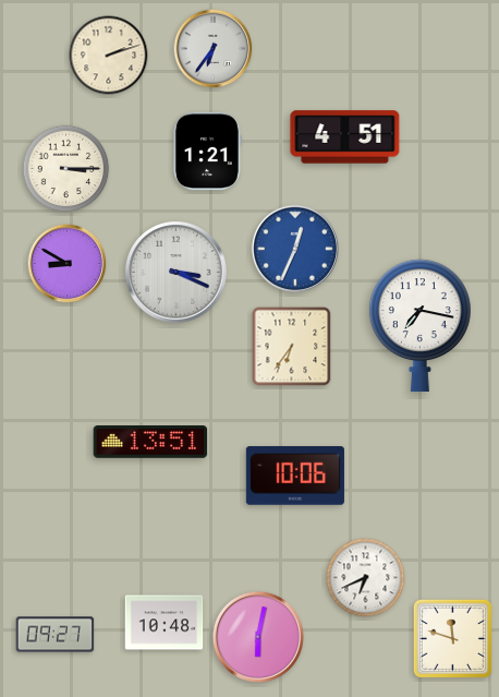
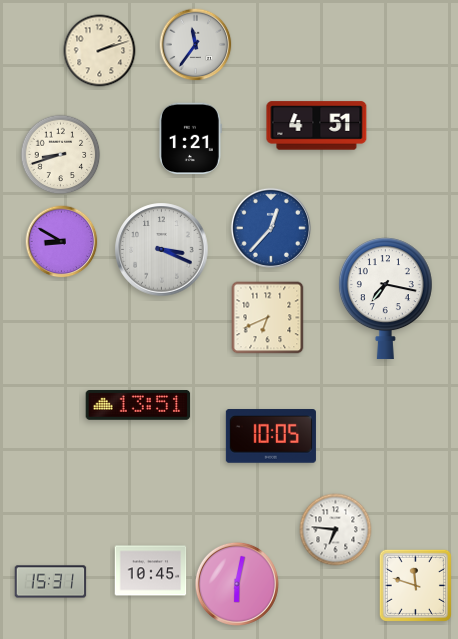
clock at (214, 49): 6:36 -> 11:36
clock at (66, 169): 3:15 -> 8:42
clock at (295, 249): 12:34 -> 12:37
clock at (292, 347): 6:36 -> 6:41
clock at (295, 476): 10:06 -> 10:05
clock at (366, 578): 6:41 -> 6:46
clock at (165, 623): 10:48 -> 10:45
clock at (56, 635): 09:27 -> 15:31
